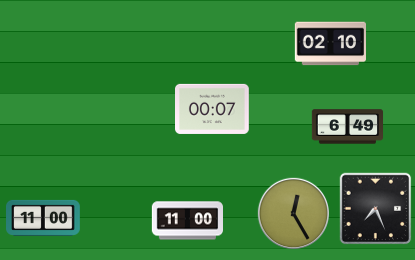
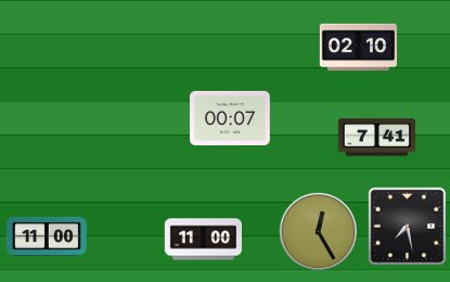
clock at (348, 127): 6:49 -> 7:41
clock at (376, 209): 7:26 -> 7:28
